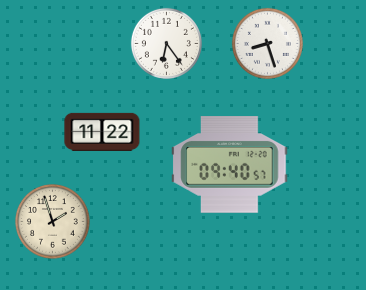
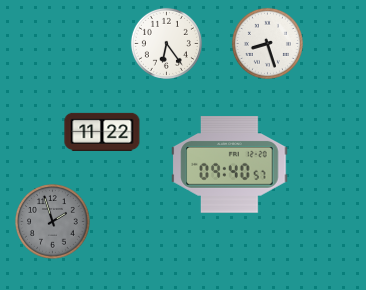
clock at (53, 222) dial: cream -> grey
